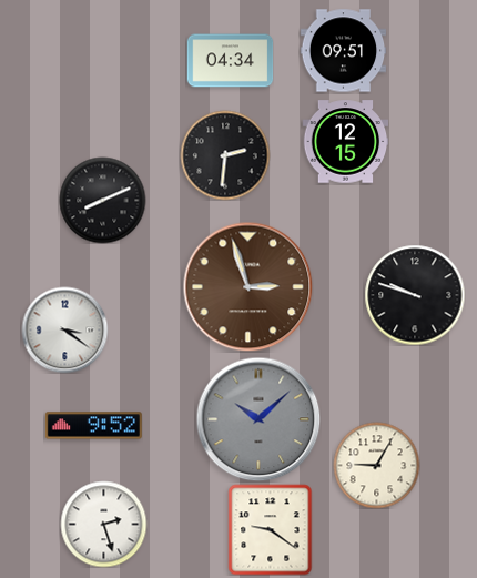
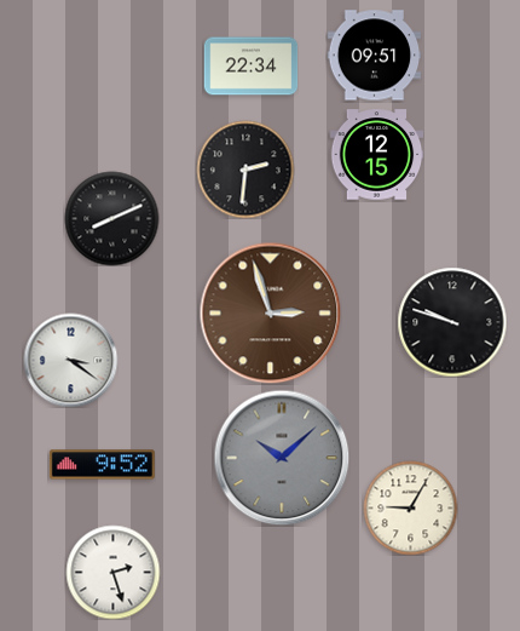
clock at (230, 61): 04:34 -> 22:34
clock at (271, 529): 9:21 -> none
